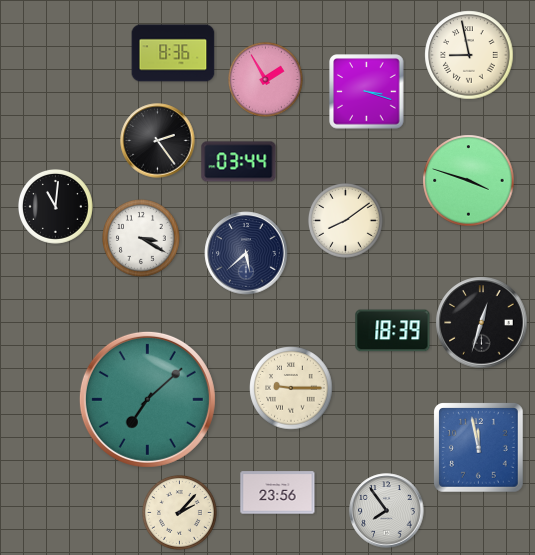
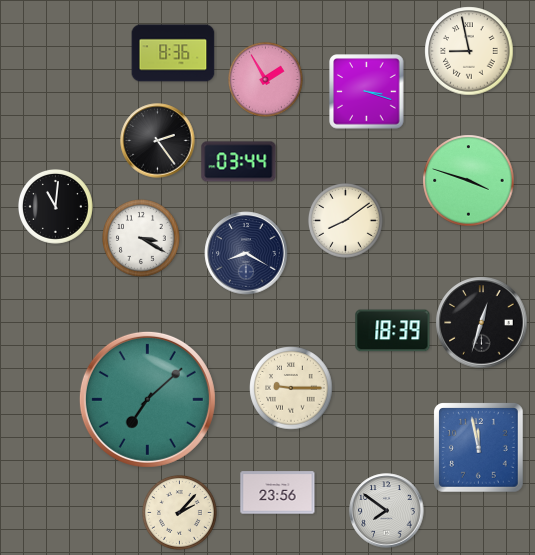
clock at (469, 55) position: (469, 55) -> (469, 51)
clock at (246, 253): 5:38 -> 8:20
clock at (387, 511): 7:54 -> 7:51
